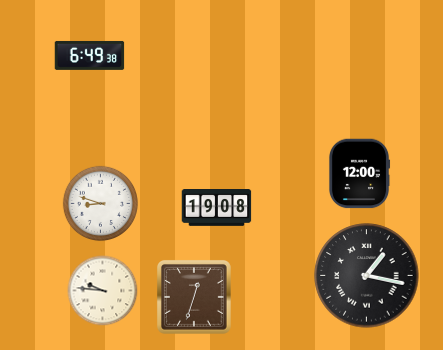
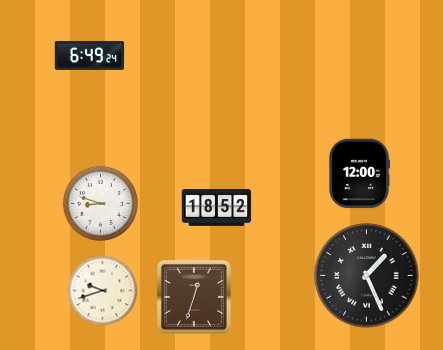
clock at (90, 55): 6:49:38 -> 6:49:24
clock at (217, 208): 19:08 -> 18:52
clock at (367, 276): 1:17 -> 1:26
clock at (103, 291): 9:46 -> 9:42
